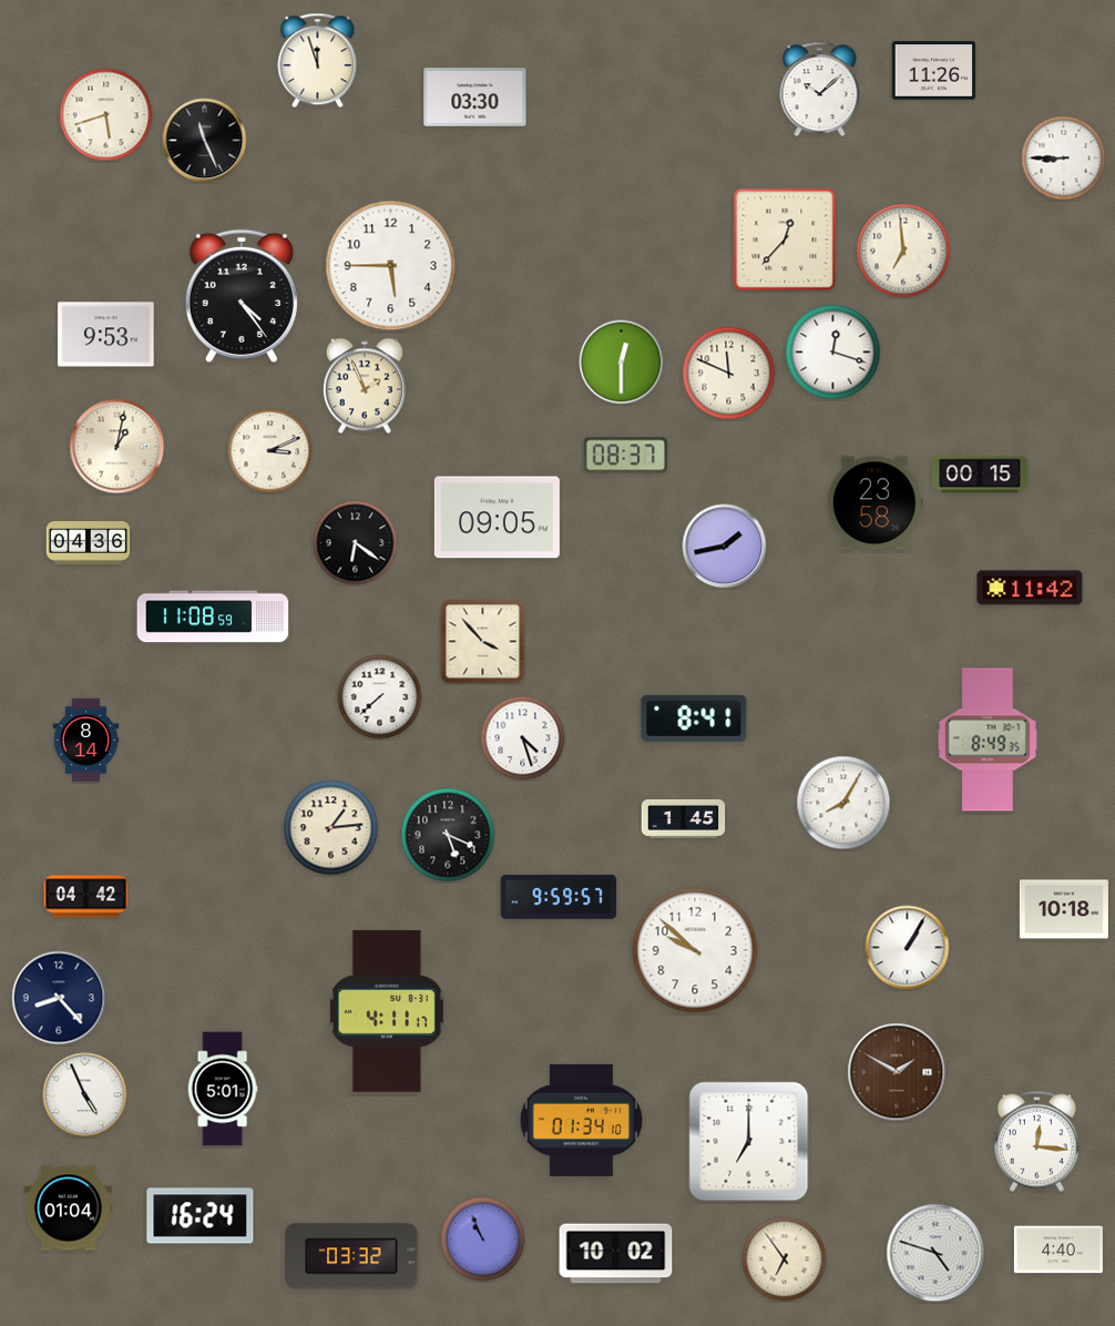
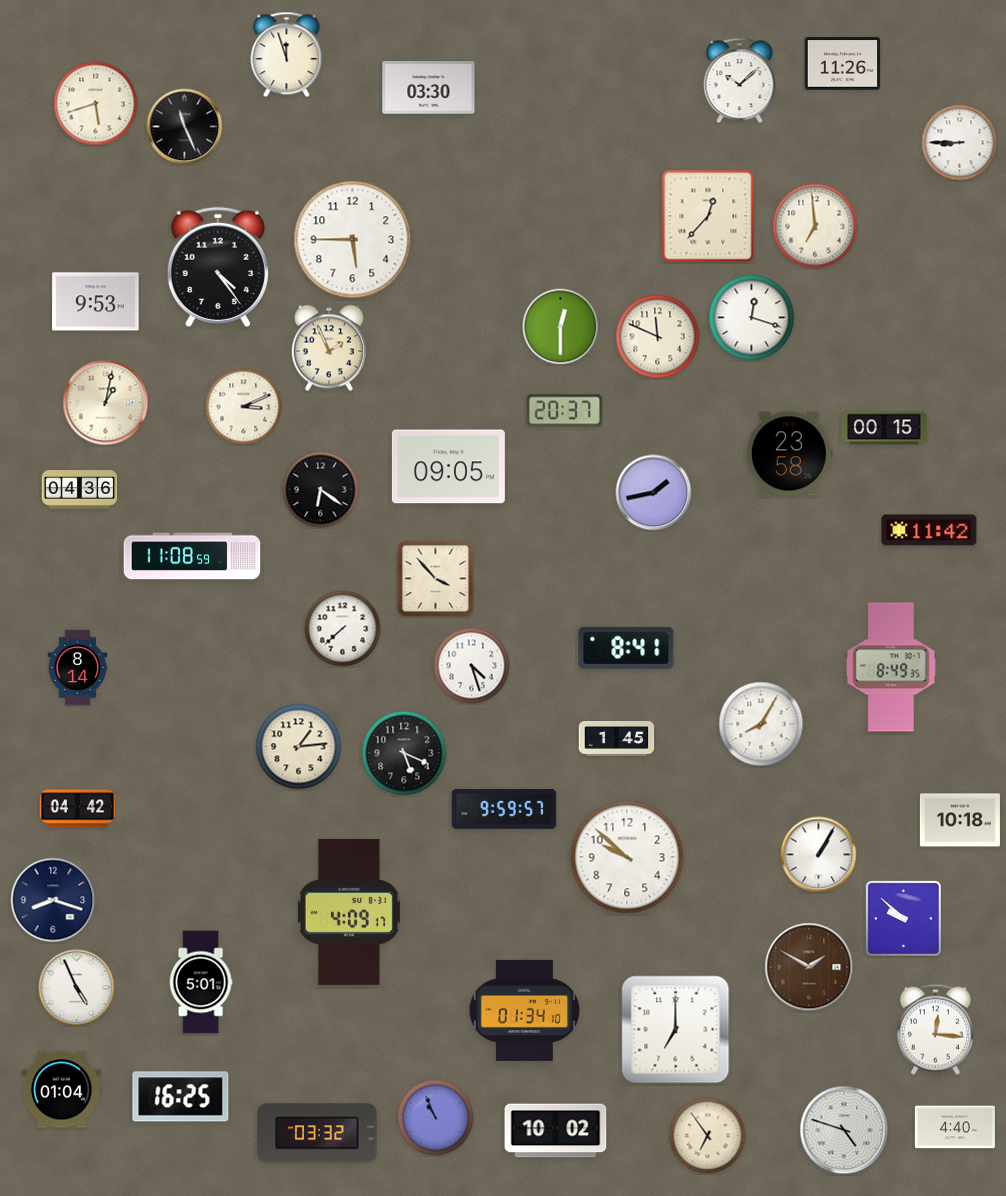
clock at (626, 456): 08:37 -> 20:37
clock at (59, 998): 8:23 -> 8:18
clock at (387, 1011): 4:11 -> 4:09
clock at (903, 918): none -> 9:52
clock at (201, 1216): 16:24 -> 16:25
